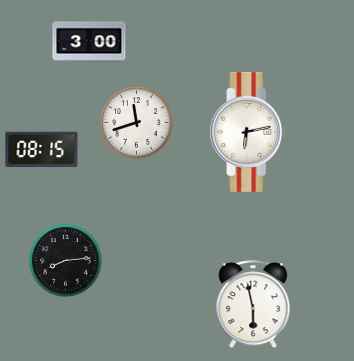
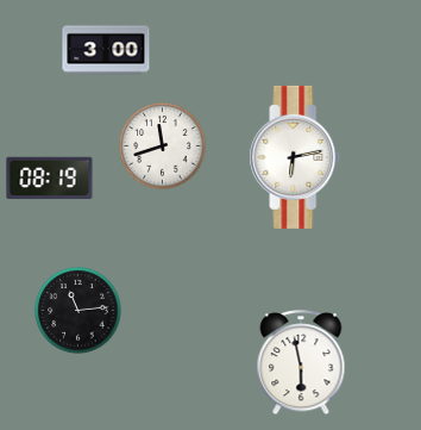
clock at (42, 150): 08:15 -> 08:19
clock at (66, 261): 8:14 -> 11:14
